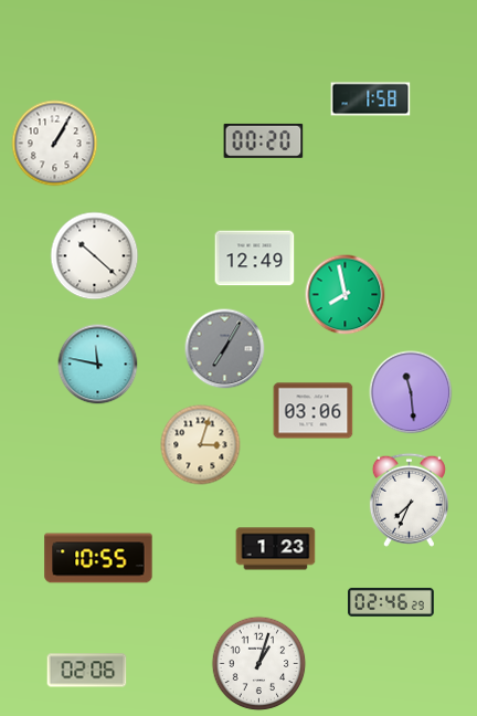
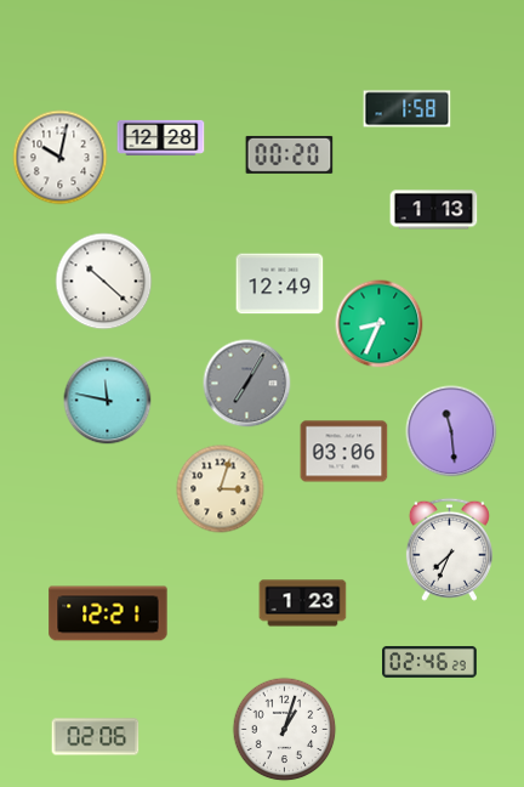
clock at (161, 137): none -> 12:28
clock at (55, 144): 1:05 -> 10:02
clock at (434, 210): none -> 1:13
clock at (346, 295): 7:58 -> 8:34
clock at (98, 558): 10:55 -> 12:21
